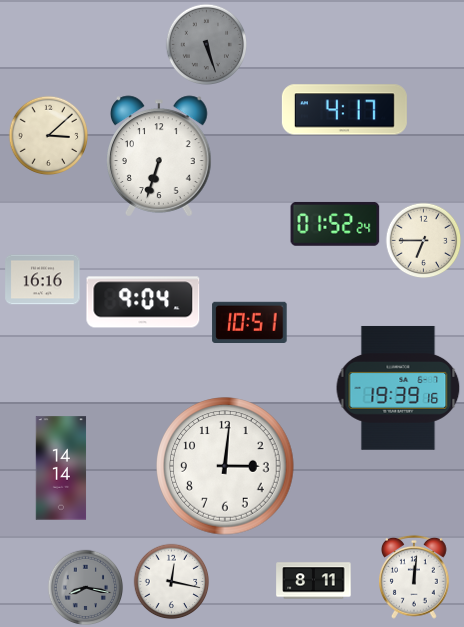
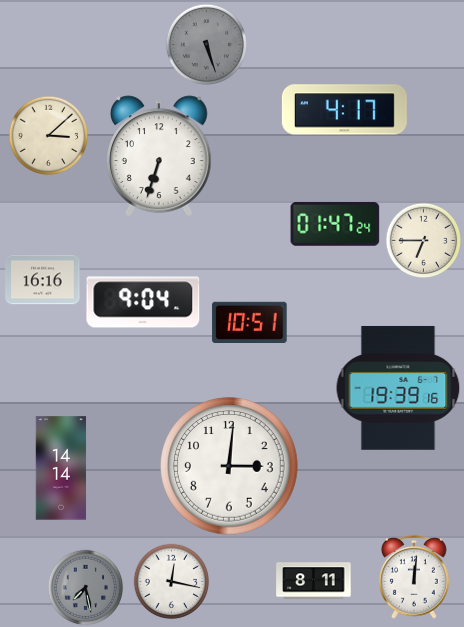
clock at (335, 225): 01:52 -> 01:47
clock at (225, 466) position: (225, 466) -> (229, 466)
clock at (86, 588): 8:17 -> 7:28
